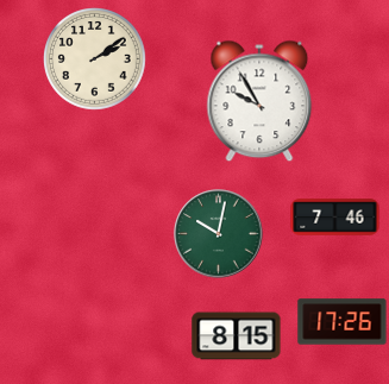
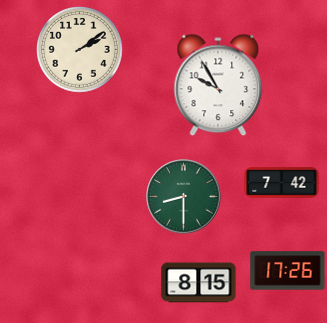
clock at (335, 218): 7:46 -> 7:42
clock at (219, 234): 10:02 -> 8:30
